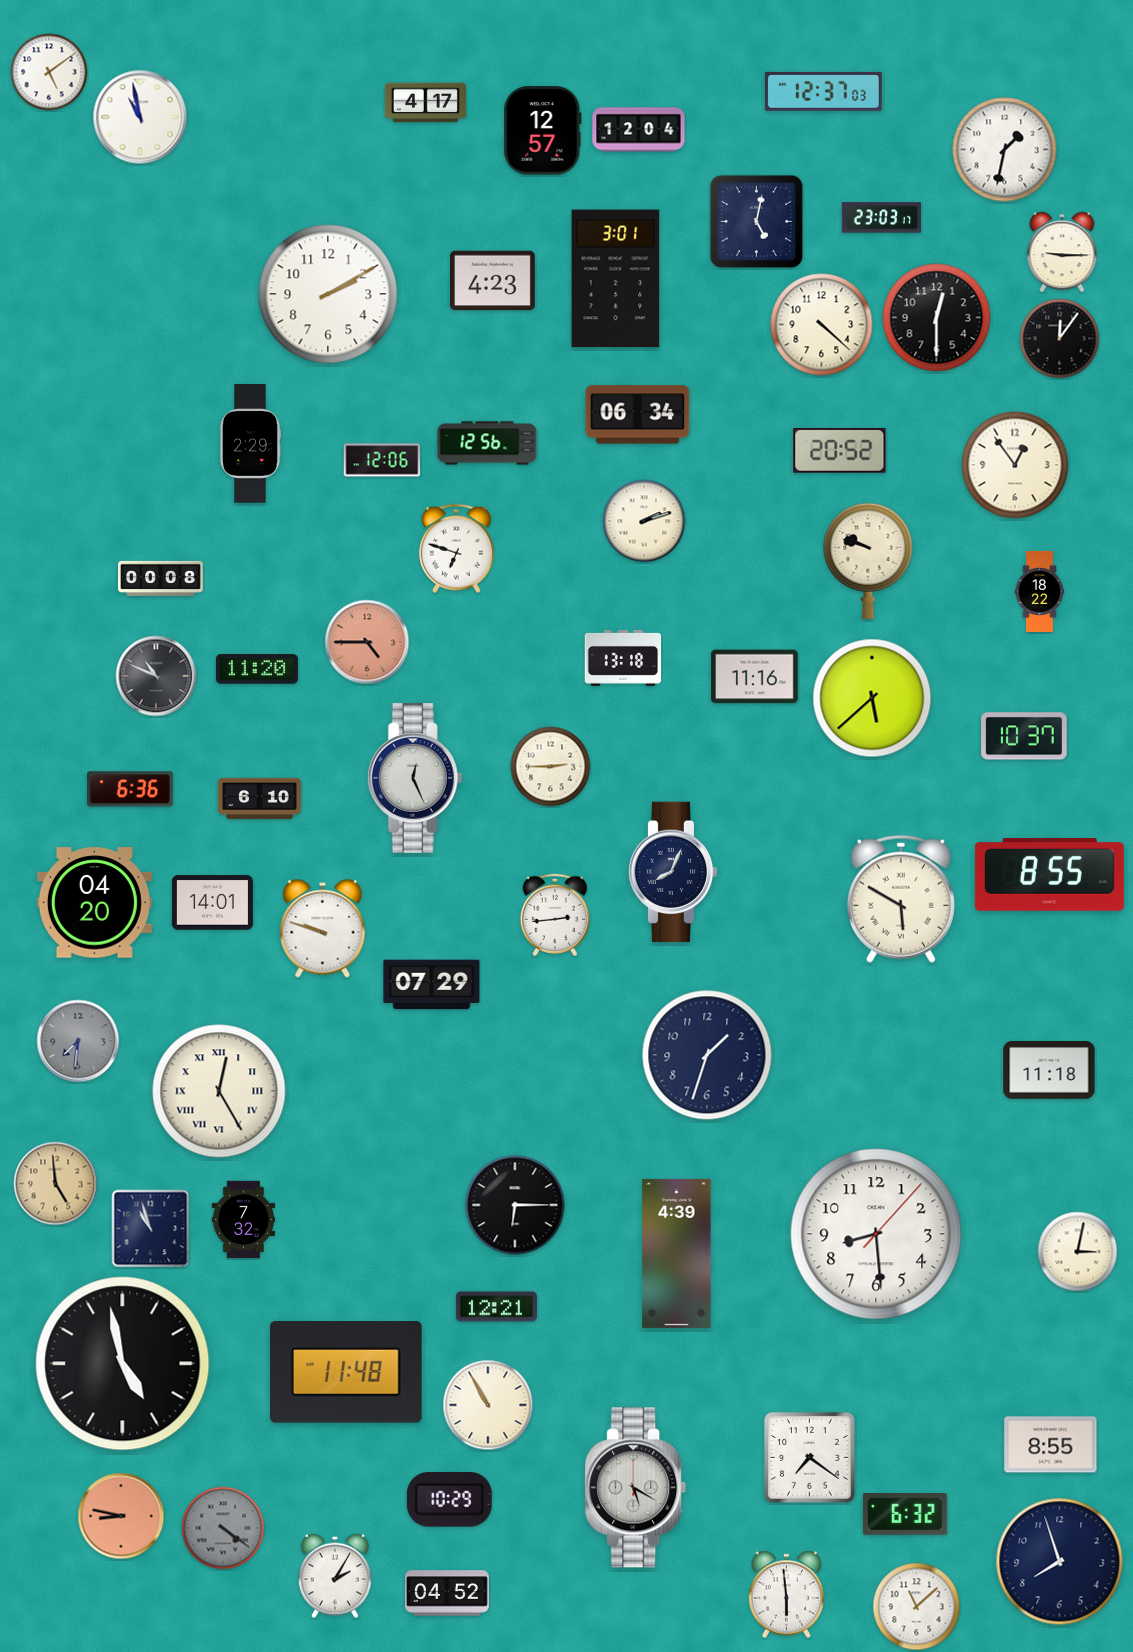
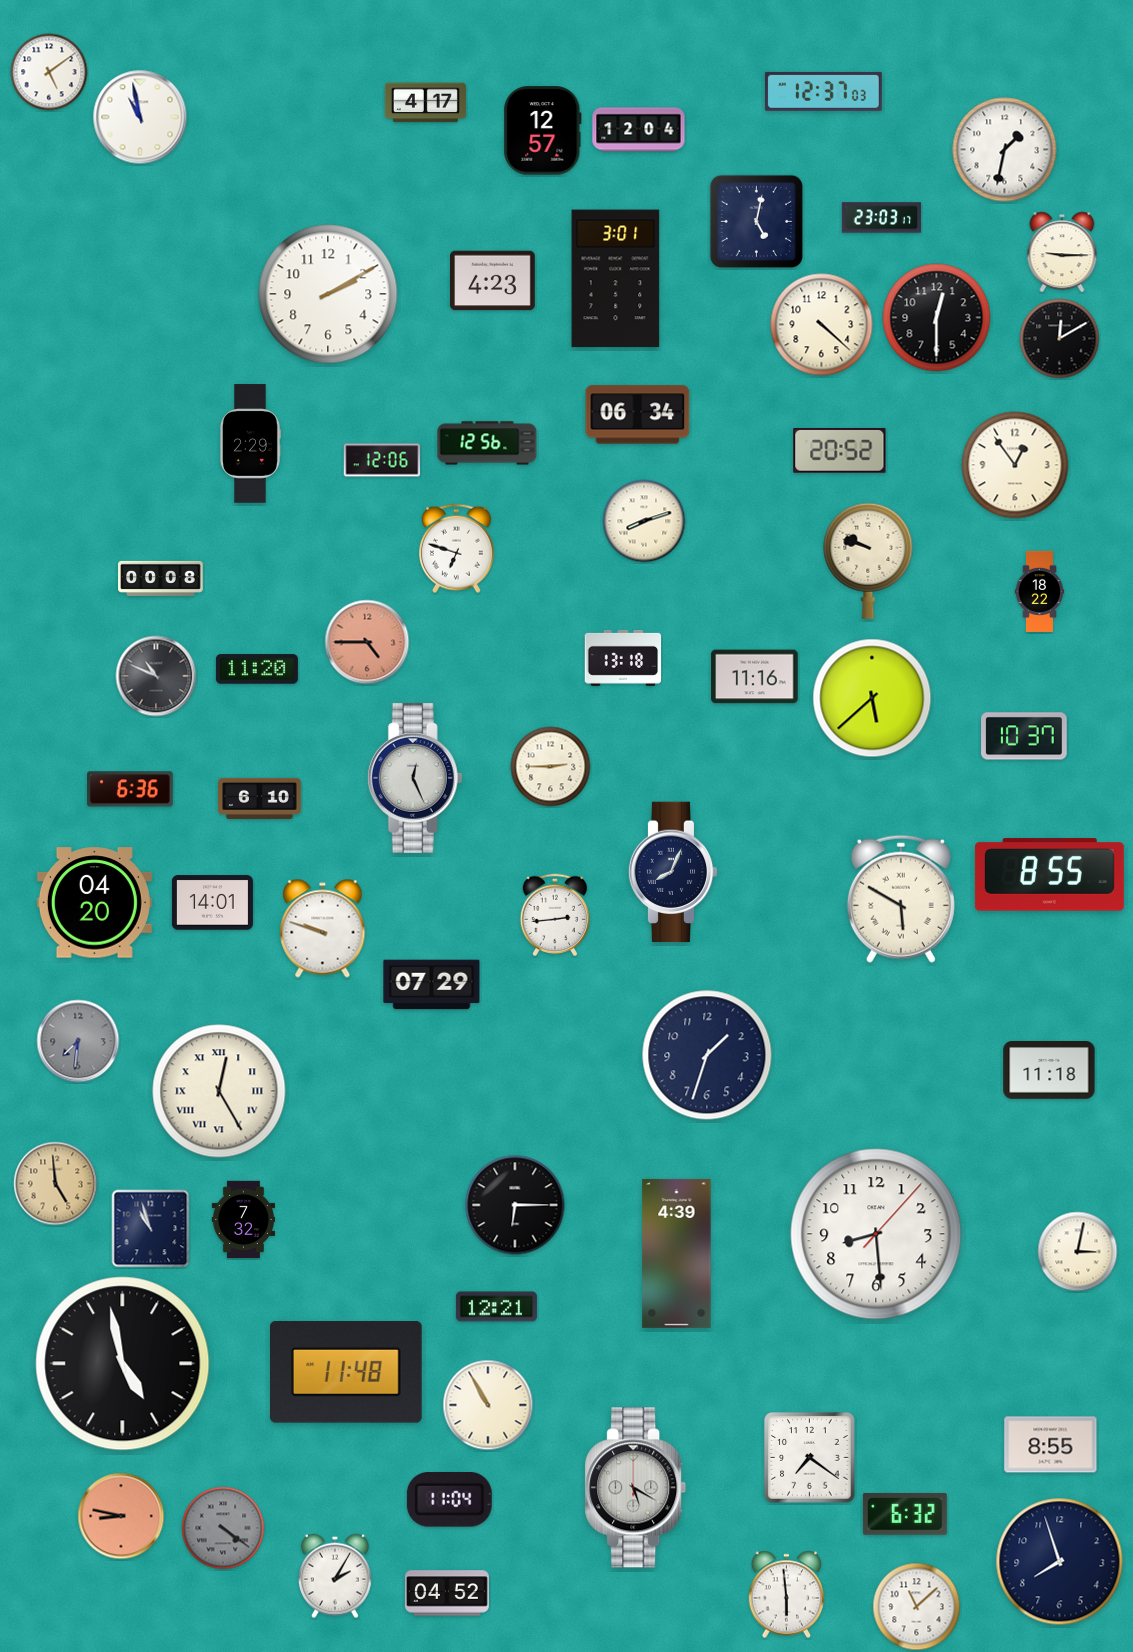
clock at (1060, 339): 12:06 -> 12:10
clock at (644, 521): 2:12 -> 8:12
clock at (449, 1500): 10:29 -> 11:04
